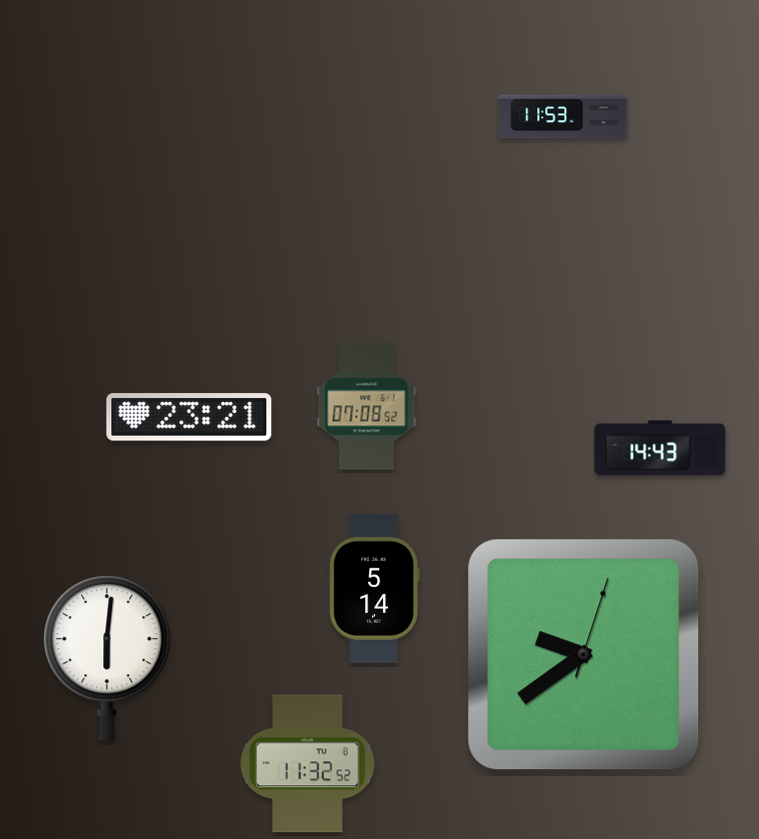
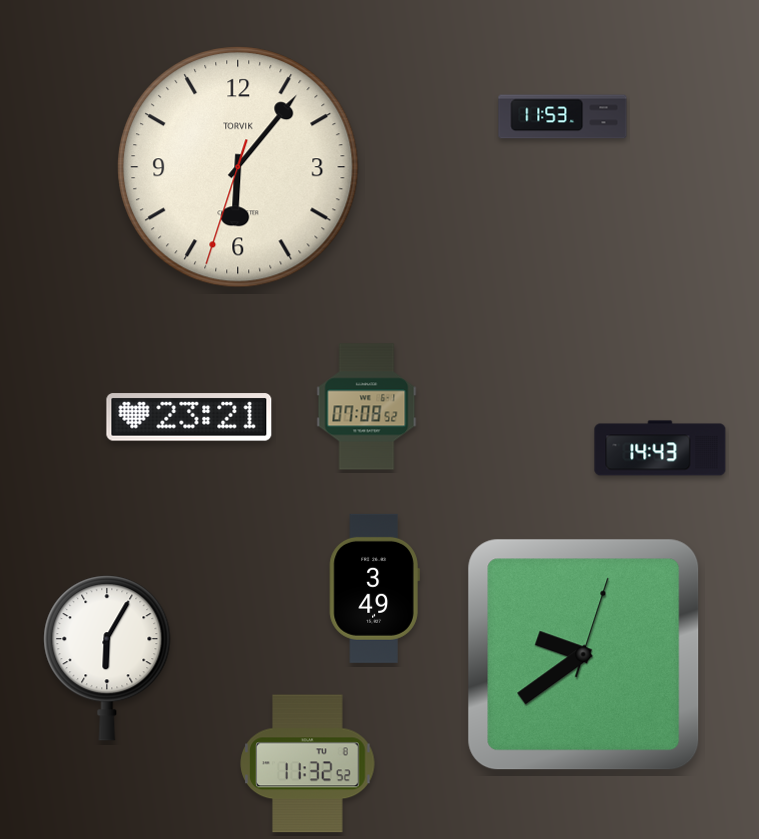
clock at (238, 167): none -> 6:06
clock at (374, 588): 5:14 -> 3:49
clock at (107, 658): 6:01 -> 6:05
